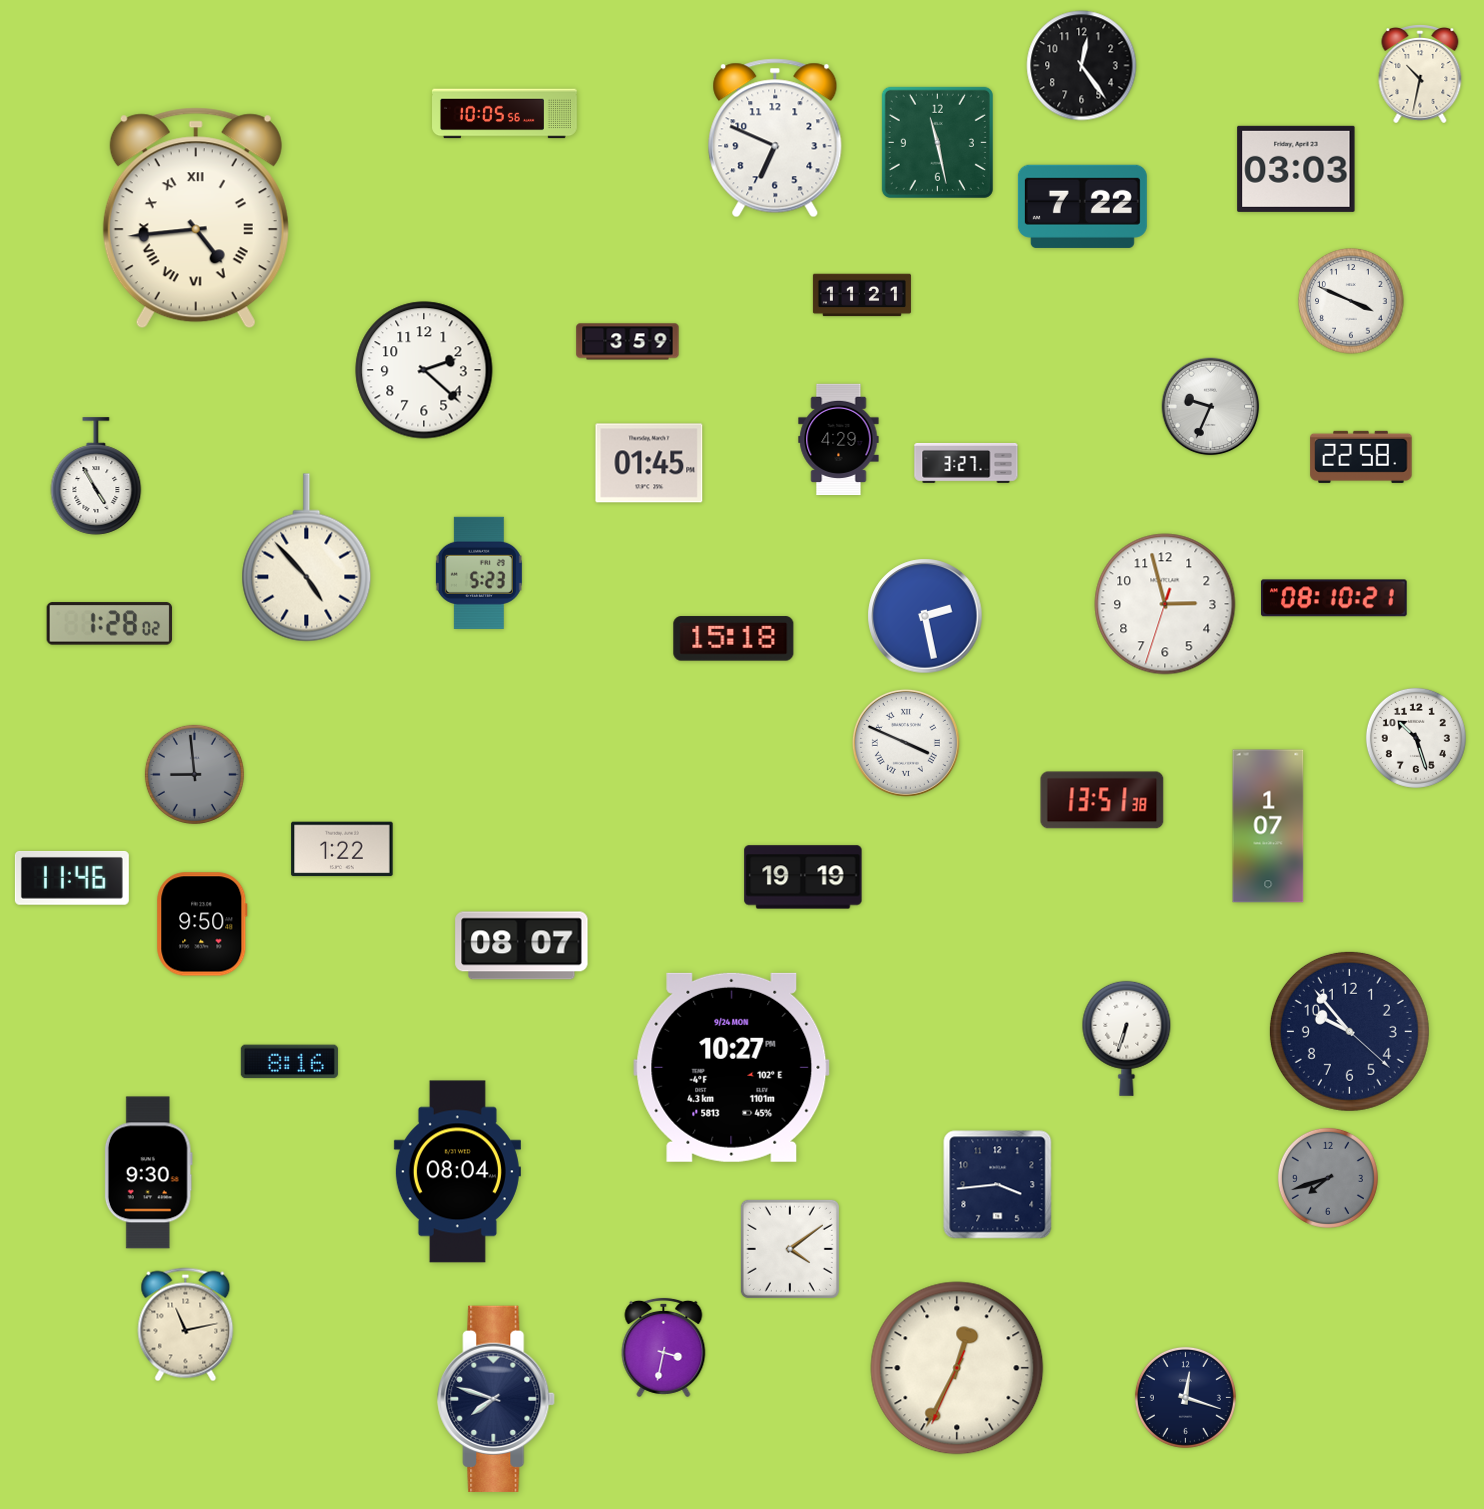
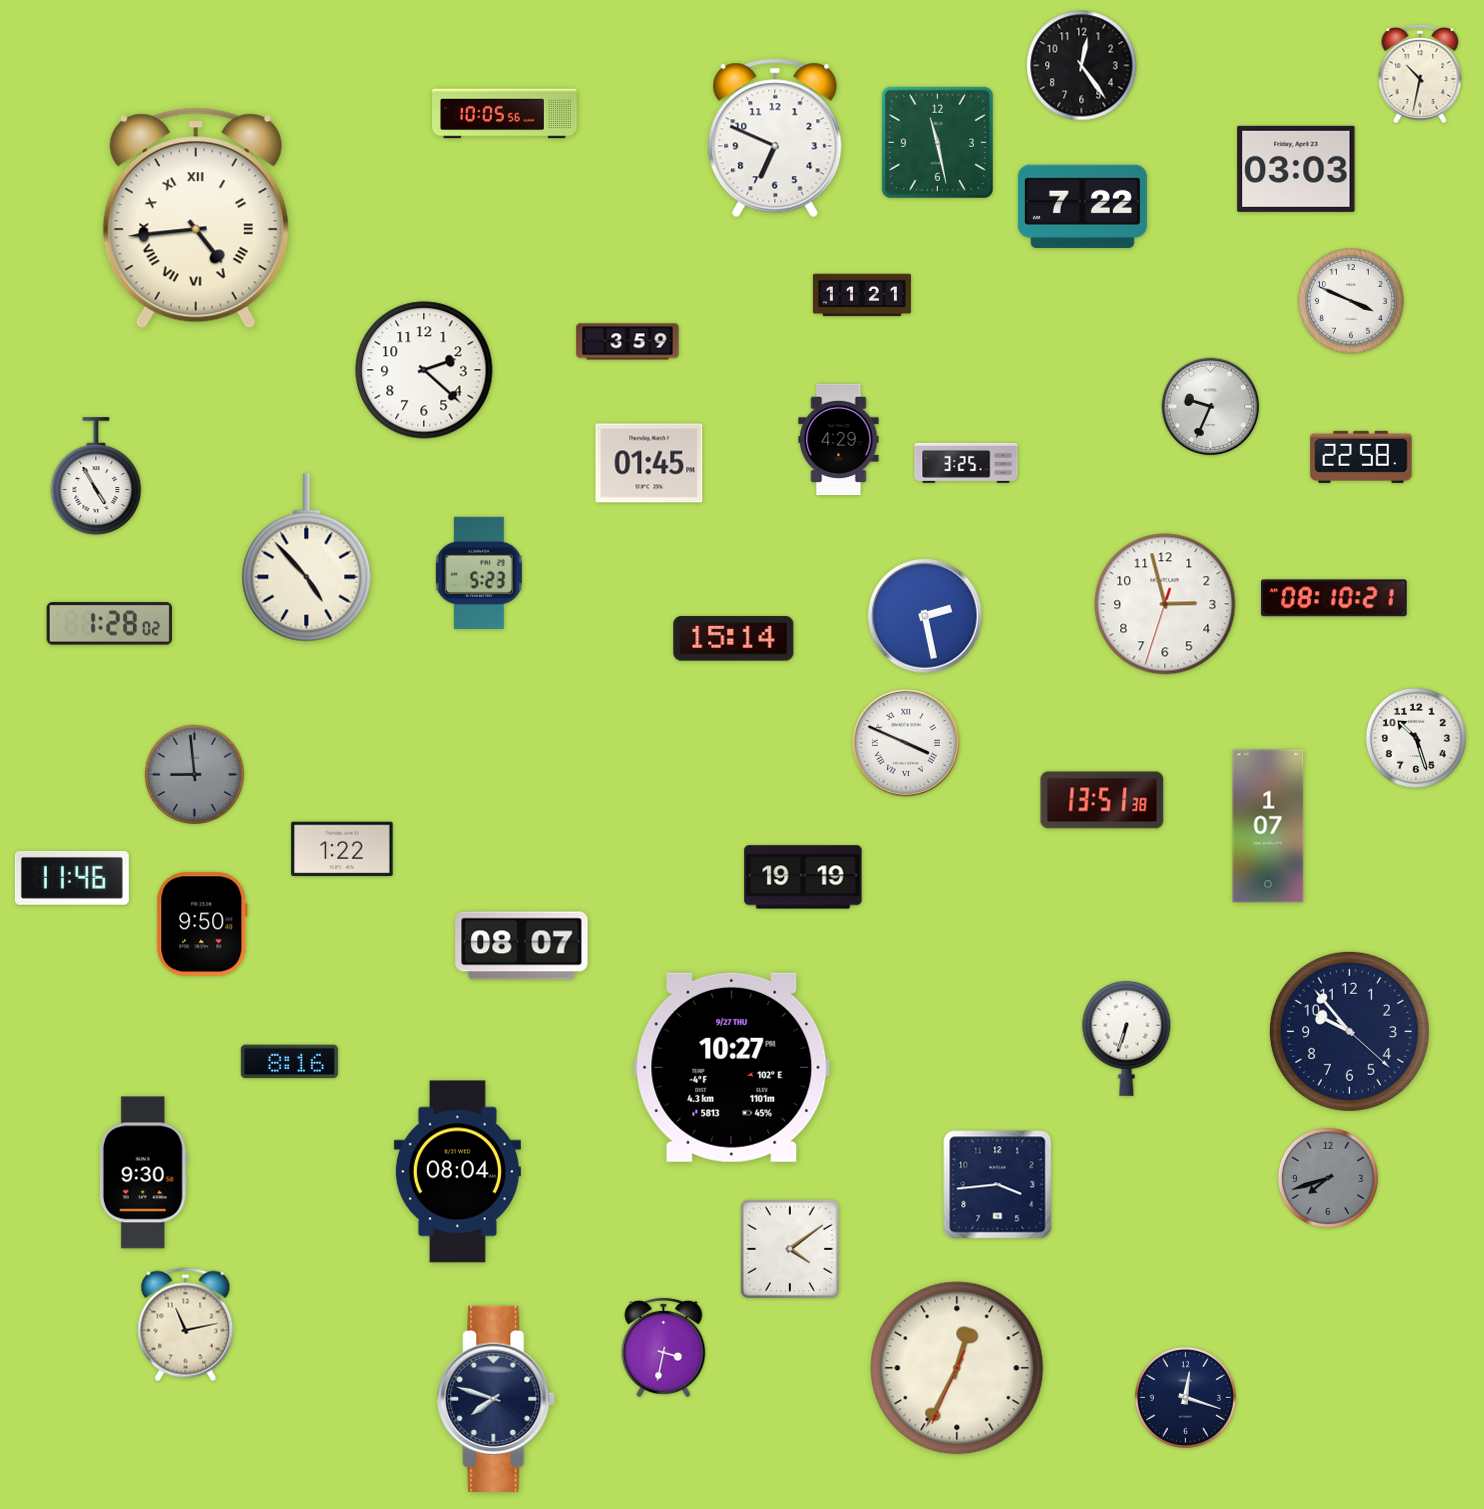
clock at (966, 463): 3:27 -> 3:25
clock at (734, 639): 15:18 -> 15:14
clock at (732, 1067) date: 9/24 MON -> 9/27 THU
clock at (148, 1173) position: (148, 1173) -> (143, 1173)
